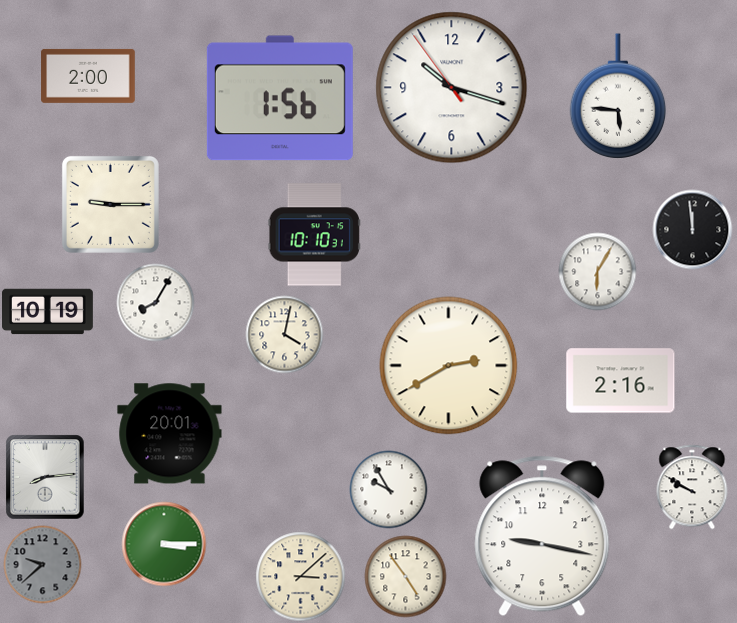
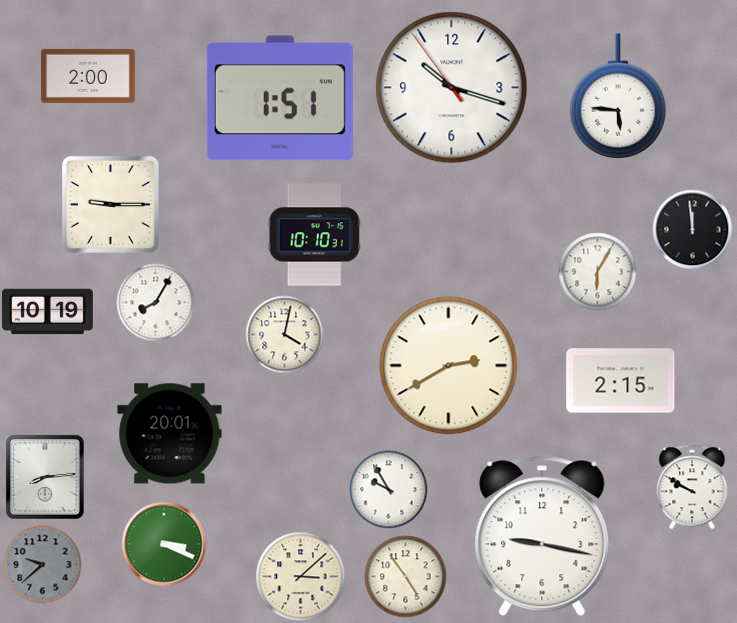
clock at (280, 98): 1:56 -> 1:51
clock at (621, 381): 2:16 -> 2:15
clock at (164, 544): 3:15 -> 3:19
